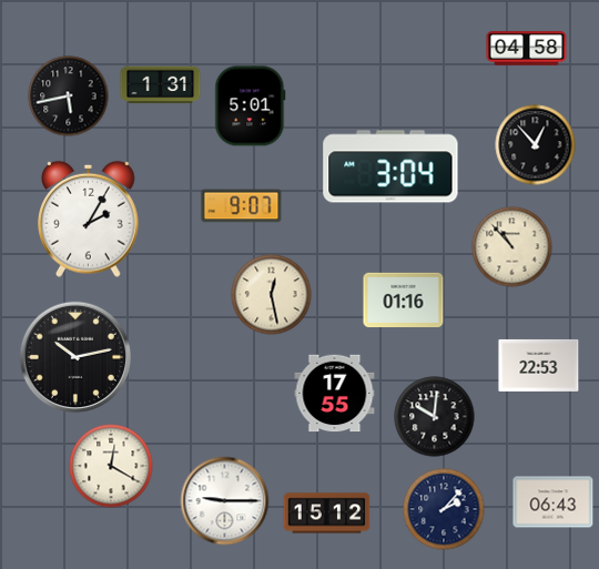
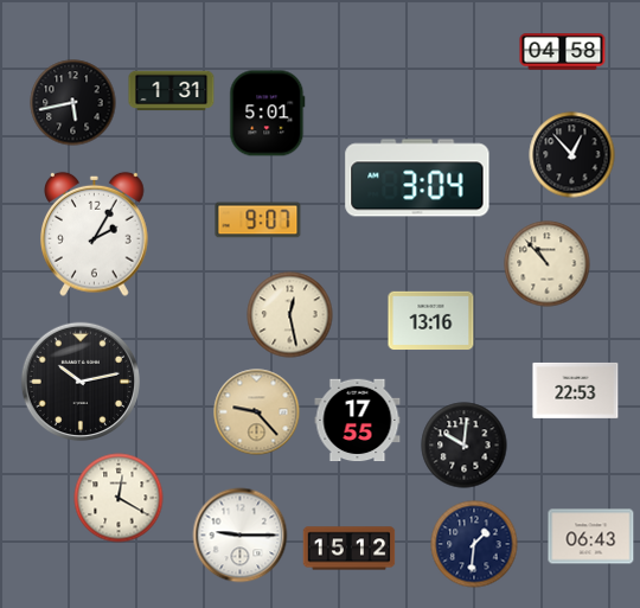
clock at (404, 301): 01:16 -> 13:16
clock at (257, 412): none -> 9:23
clock at (444, 509): 2:07 -> 1:31
